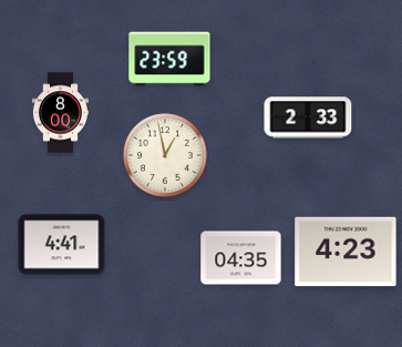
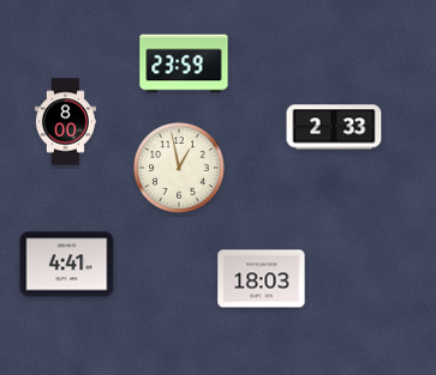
clock at (346, 252): 4:23 -> none
clock at (241, 258): 04:35 -> 18:03
